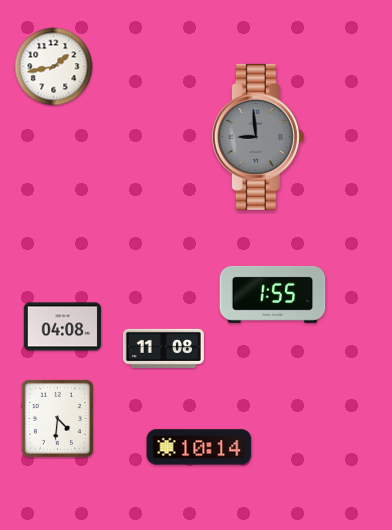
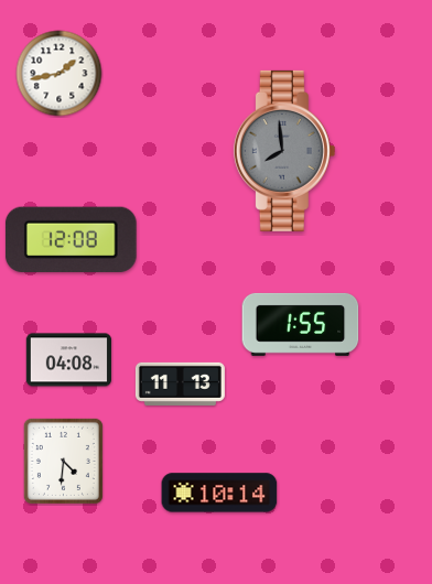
clock at (258, 137): 8:59 -> 7:59
clock at (71, 239): none -> 12:08
clock at (163, 348): 11:08 -> 11:13
